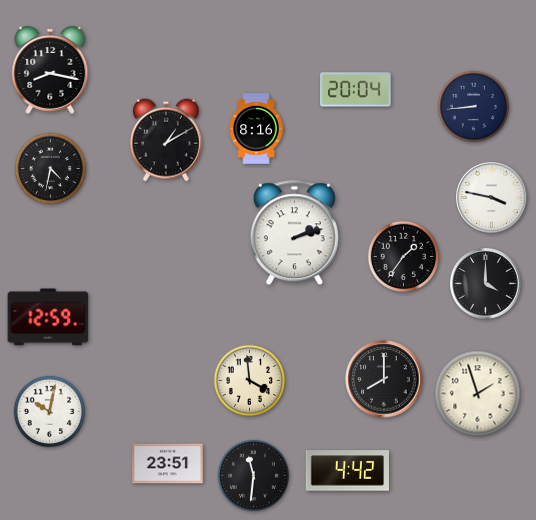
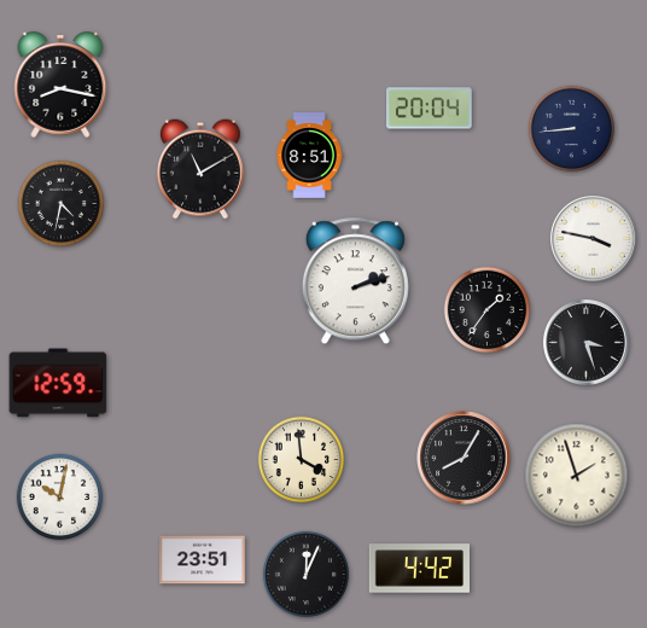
clock at (256, 129): 8:16 -> 8:51
clock at (166, 140): 1:10 -> 11:10
clock at (486, 284): 4:00 -> 3:27
clock at (384, 379): 8:00 -> 8:05
clock at (254, 476): 11:31 -> 12:04
